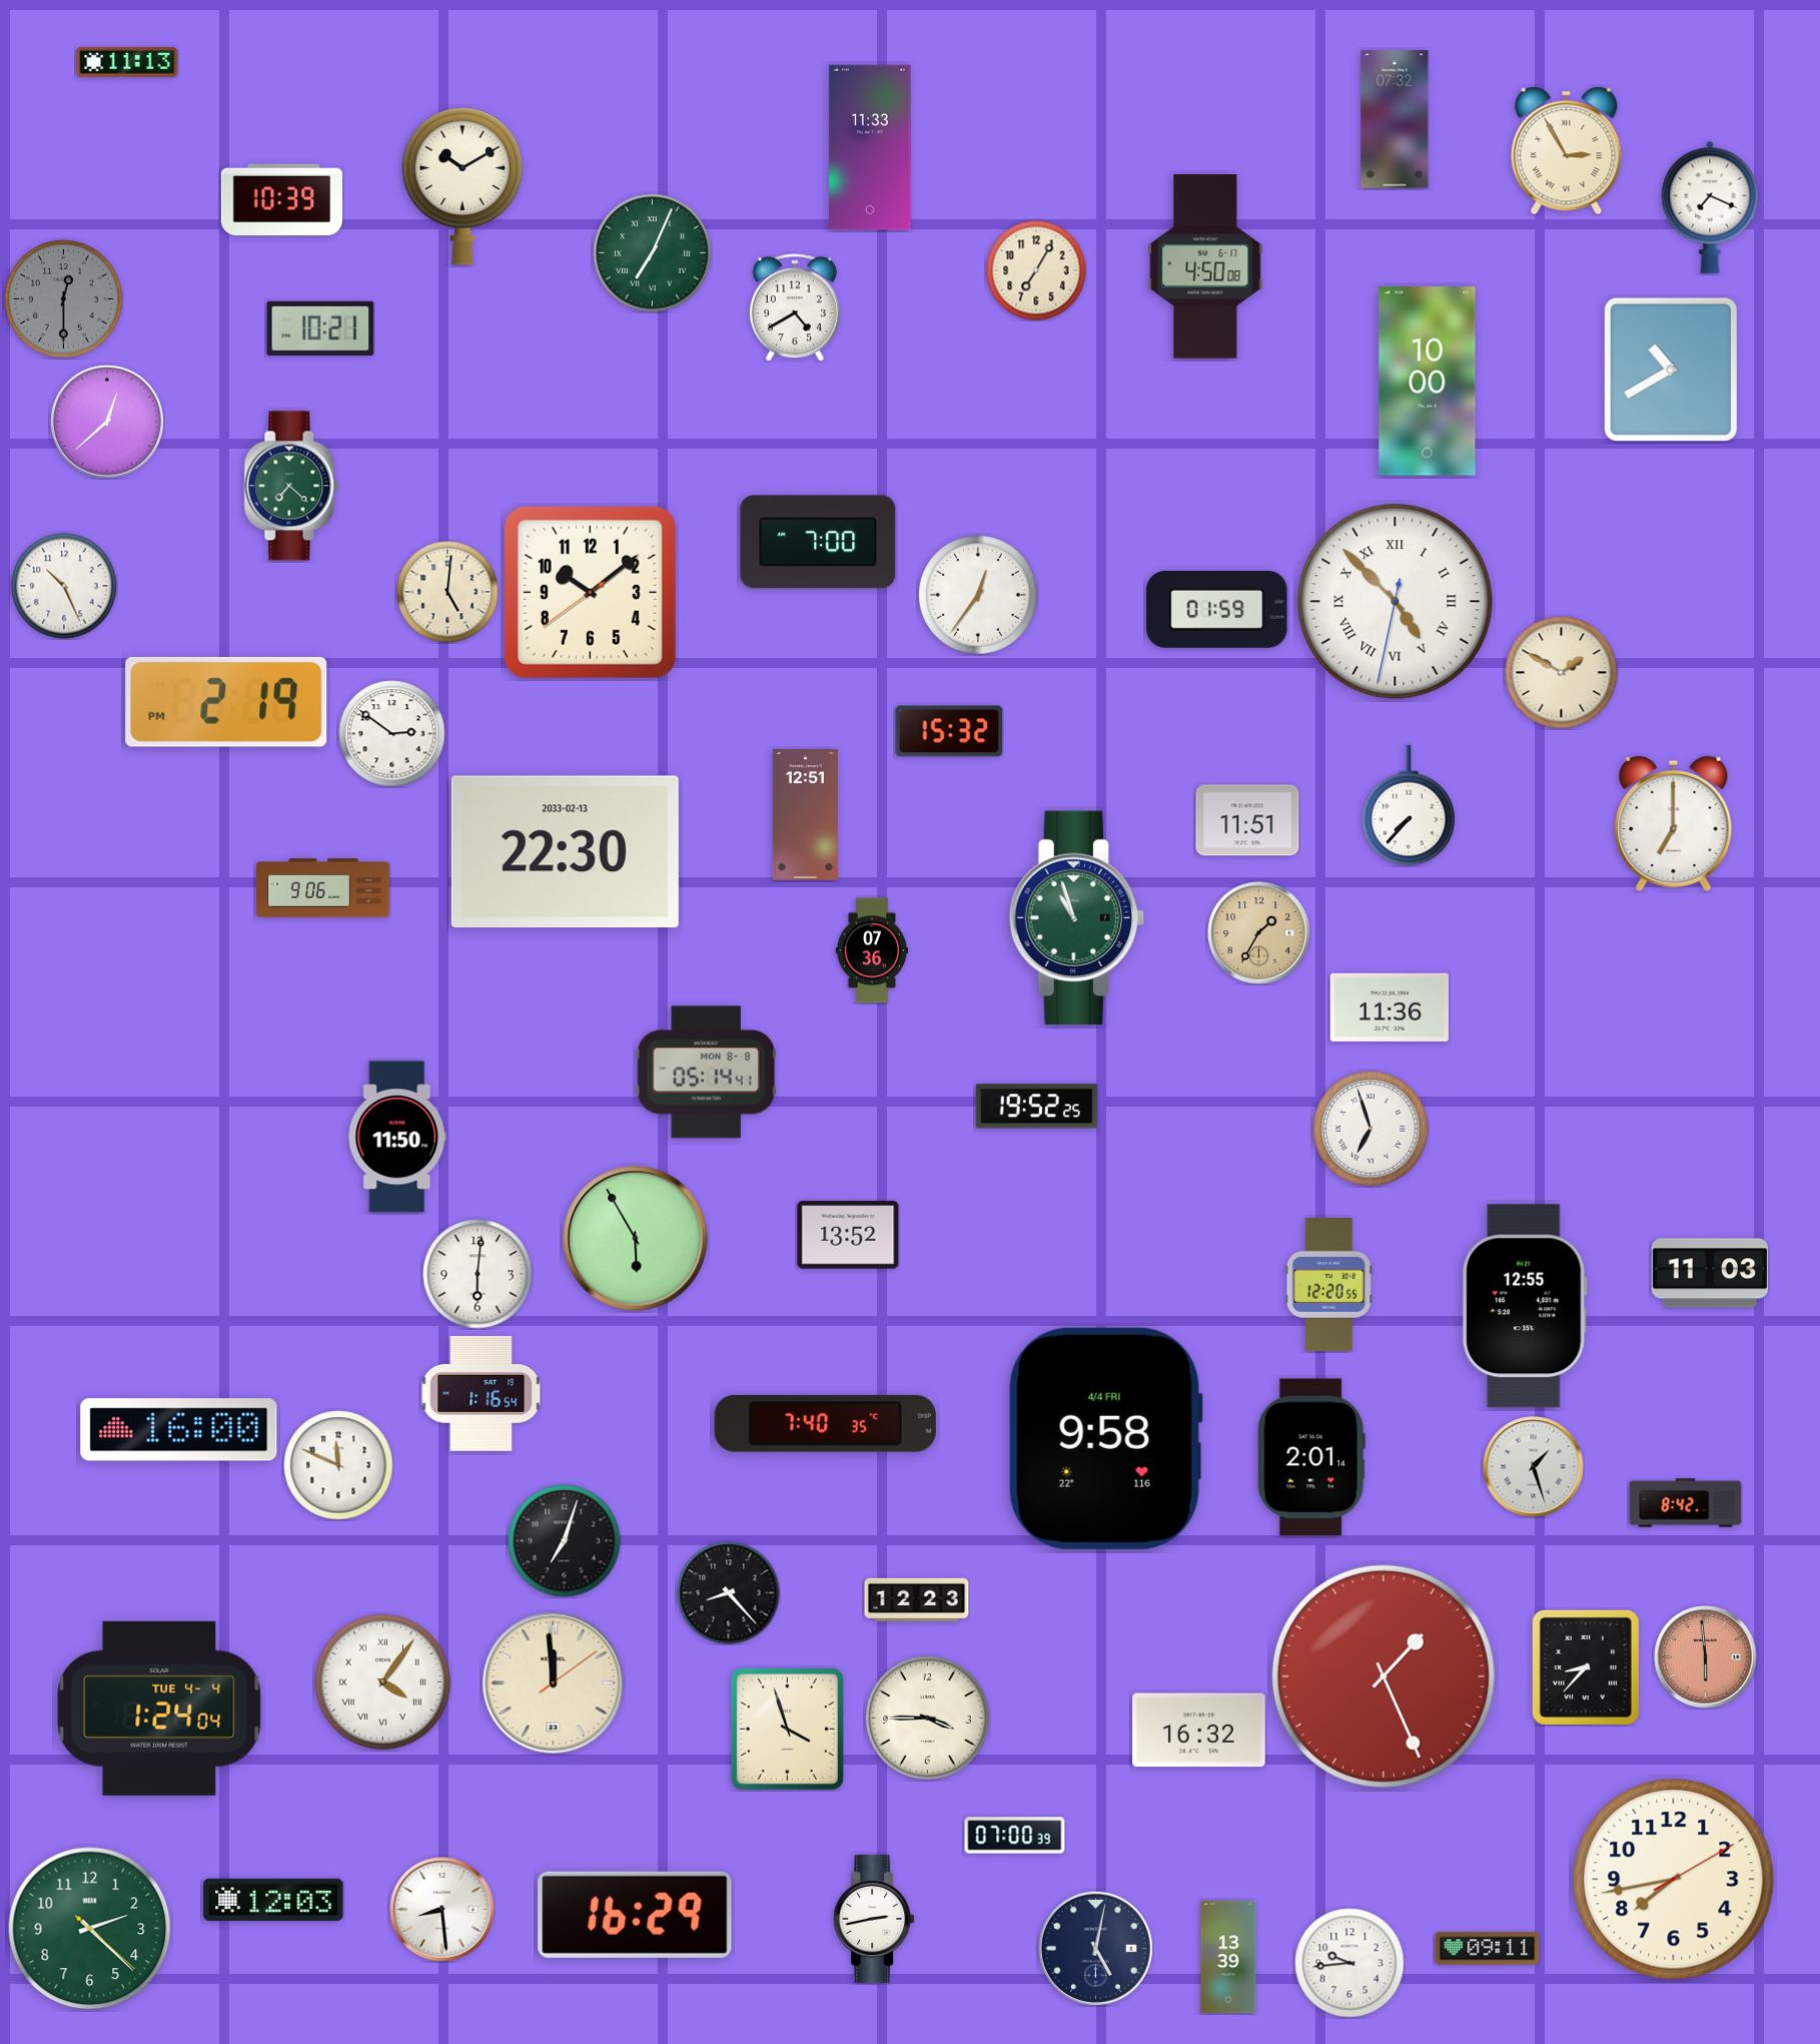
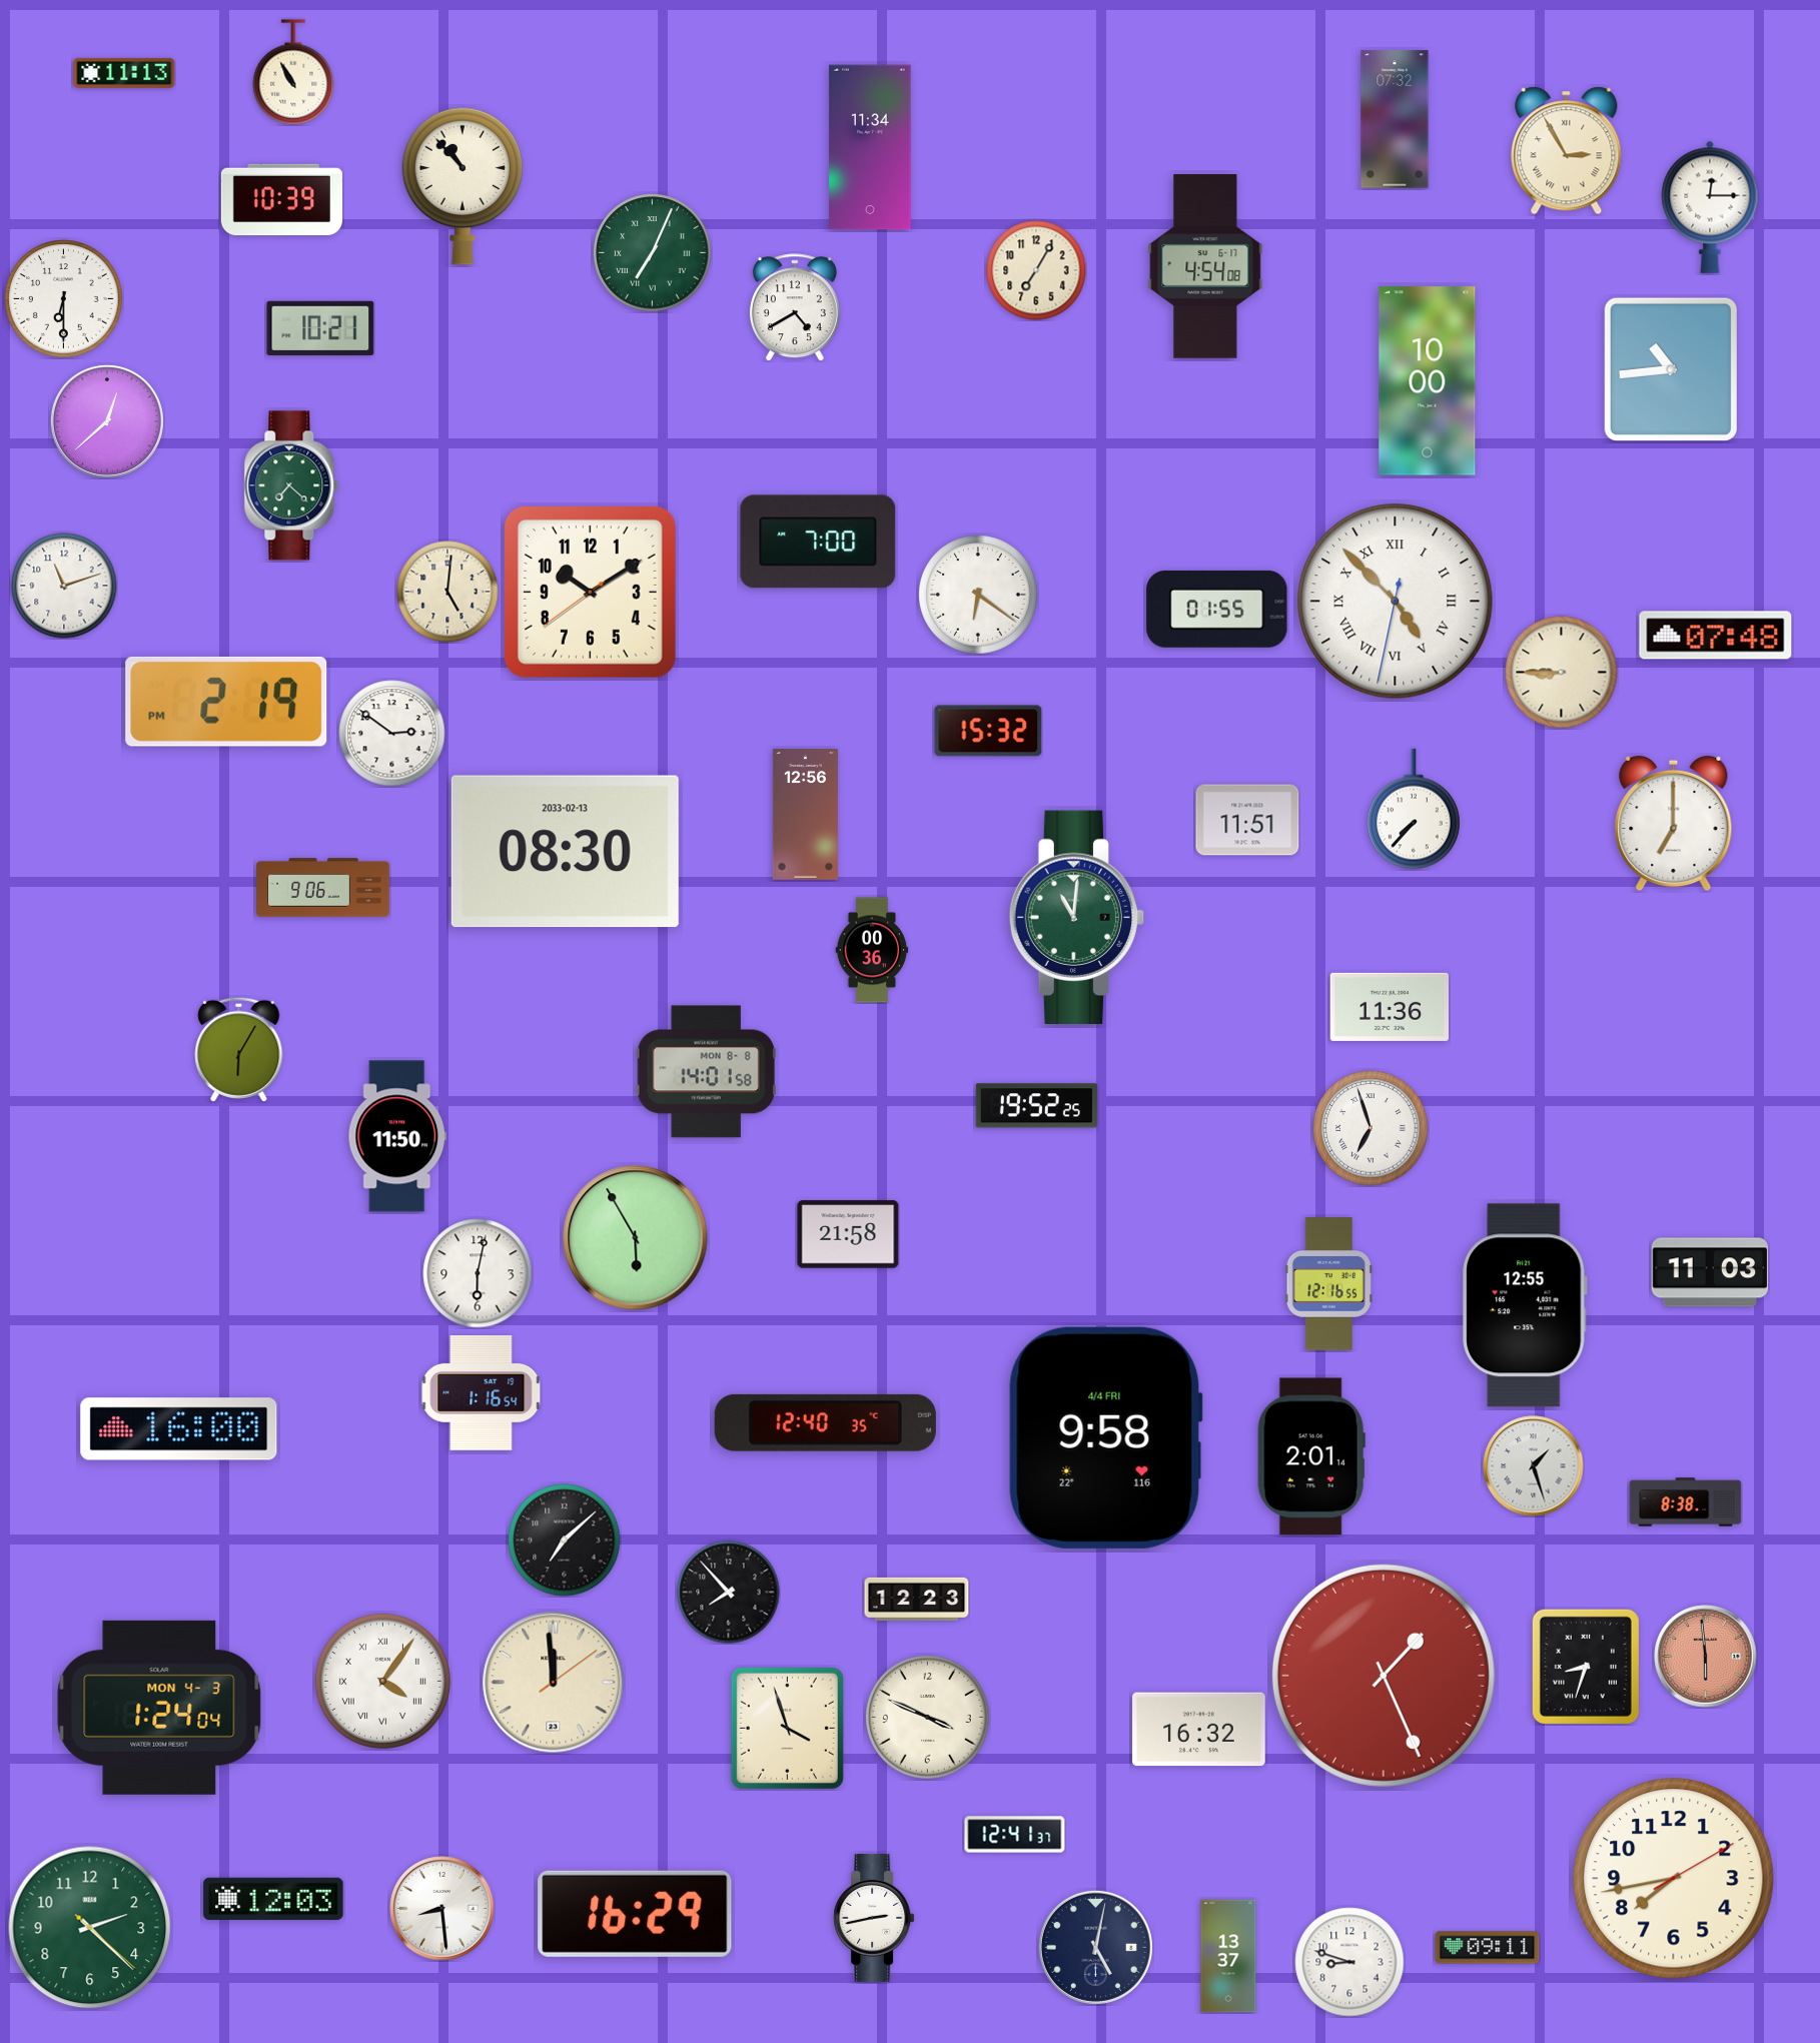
clock at (127, 62) position: (127, 62) -> (124, 73)
clock at (293, 72): none -> 10:55
clock at (870, 147): 11:33 -> 11:34
clock at (463, 186): 10:10 -> 10:53
clock at (1710, 207): 7:19 -> 12:15
clock at (1205, 267): 4:50 -> 4:54
clock at (64, 299): 12:30 -> 6:30
clock at (64, 299) dial: grey -> white
clock at (1671, 370): 10:40 -> 10:44
clock at (64, 586): 10:26 -> 11:12
clock at (590, 592): 10:08 -> 10:09
clock at (978, 595): 12:36 -> 6:21
clock at (1217, 609): 01:59 -> 01:55
clock at (1716, 636): none -> 07:48
clock at (1562, 673): 1:50 -> 8:45
clock at (949, 731) position: (949, 731) -> (988, 731)
clock at (1410, 805) position: (1410, 805) -> (1415, 809)
clock at (805, 815): 12:51 -> 12:56
clock at (565, 852): 22:30 -> 08:30
clock at (1077, 918): 10:57 -> 11:01
clock at (1259, 933): 1:35 -> none
clock at (872, 950): 07:36 -> 00:36
clock at (239, 1049): none -> 6:05
clock at (706, 1073): 05:14 -> 14:01
clock at (848, 1235): 13:52 -> 21:58
clock at (478, 1274): 6:01 -> 6:02
clock at (1328, 1285): 12:20 -> 12:16
clock at (825, 1423): 7:40 -> 12:40
clock at (338, 1465): 11:49 -> none
clock at (1686, 1503): 8:42 -> 8:38
clock at (565, 1541): 7:03 -> 7:08
clock at (729, 1593): 8:23 -> 7:53
clock at (1586, 1667): 8:37 -> 8:33
clock at (159, 1709) date: TUE 4-4 -> MON 4-3
clock at (928, 1719): 3:45 -> 3:49
clock at (1015, 1836): 07:00 -> 12:41
clock at (1228, 1957): 13:39 -> 13:37
clock at (1349, 1963): 9:44 -> 8:48
